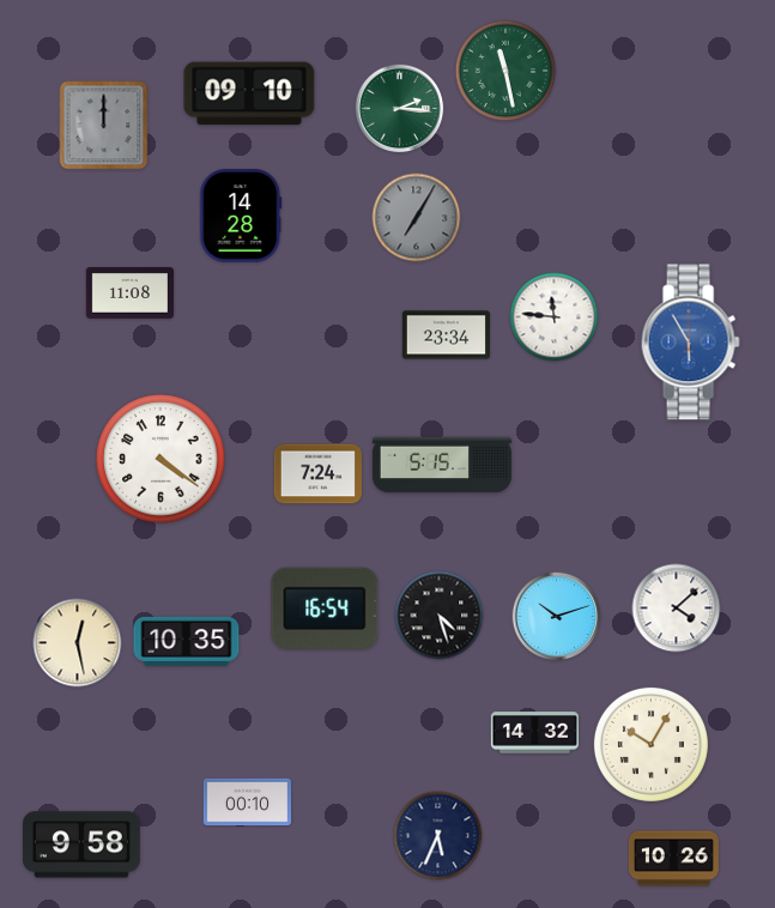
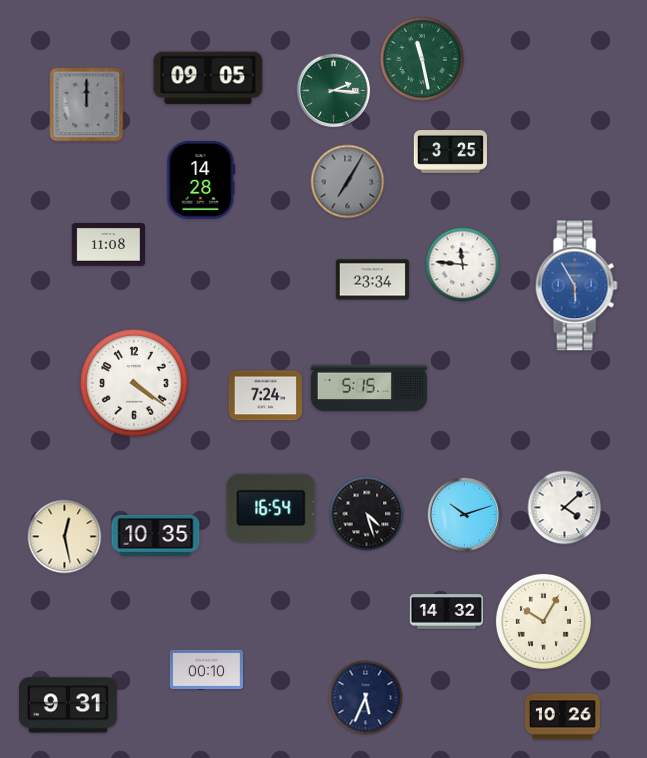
clock at (249, 93): 09:10 -> 09:05
clock at (450, 152): none -> 3:25
clock at (83, 845): 9:58 -> 9:31
